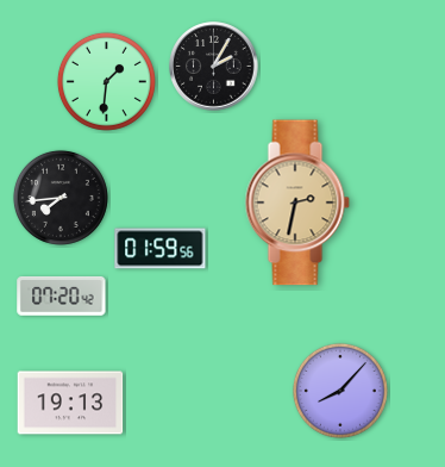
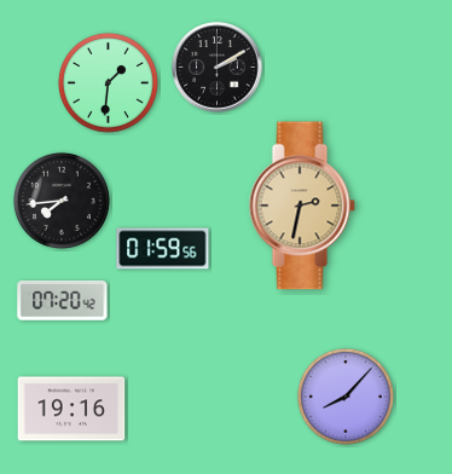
clock at (214, 67): 2:05 -> 2:10
clock at (161, 249) position: (161, 249) -> (163, 249)
clock at (70, 403): 19:13 -> 19:16
